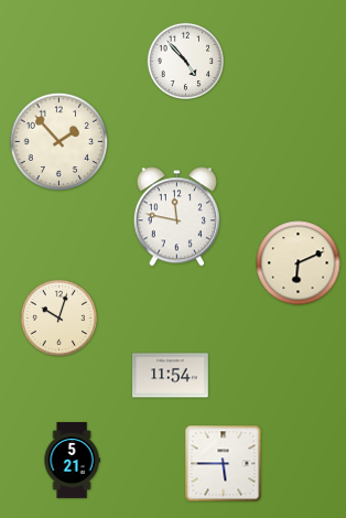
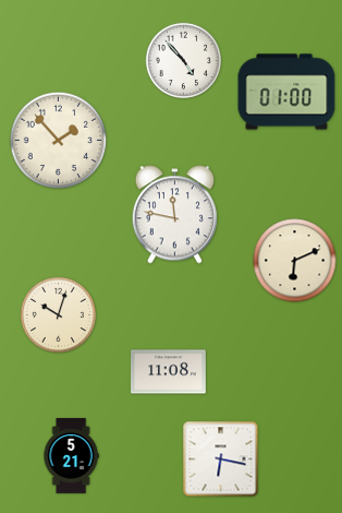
clock at (286, 92): none -> 01:00
clock at (171, 376): 11:54 -> 11:08
clock at (224, 464): 5:45 -> 6:17
